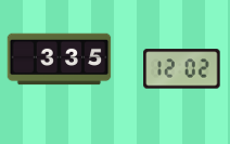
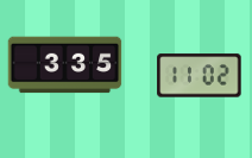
clock at (182, 69): 12:02 -> 11:02
